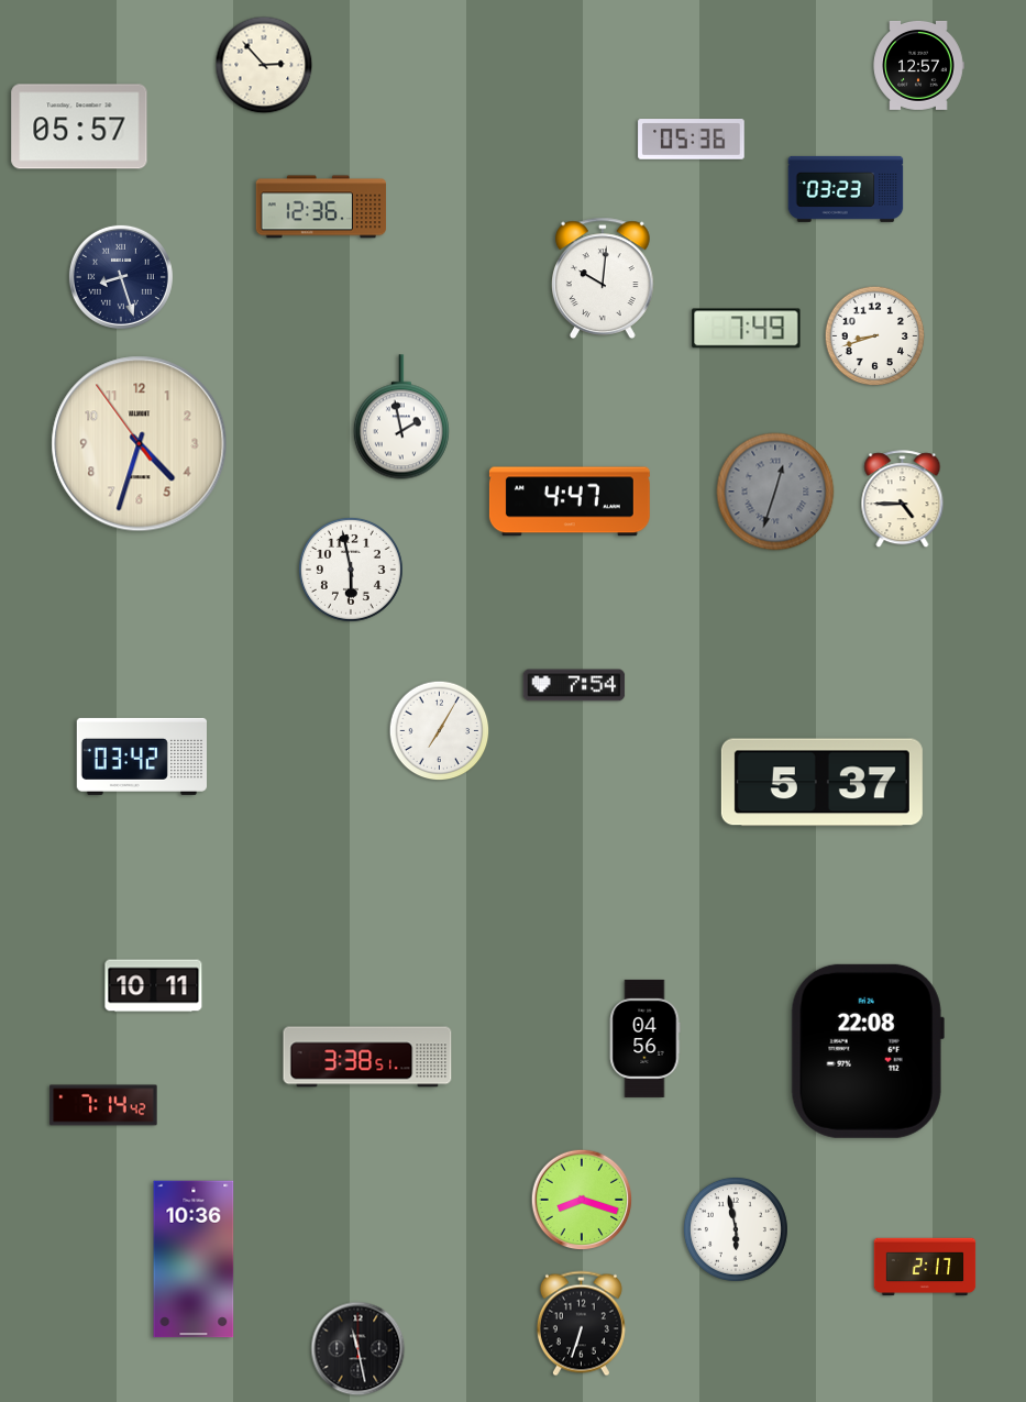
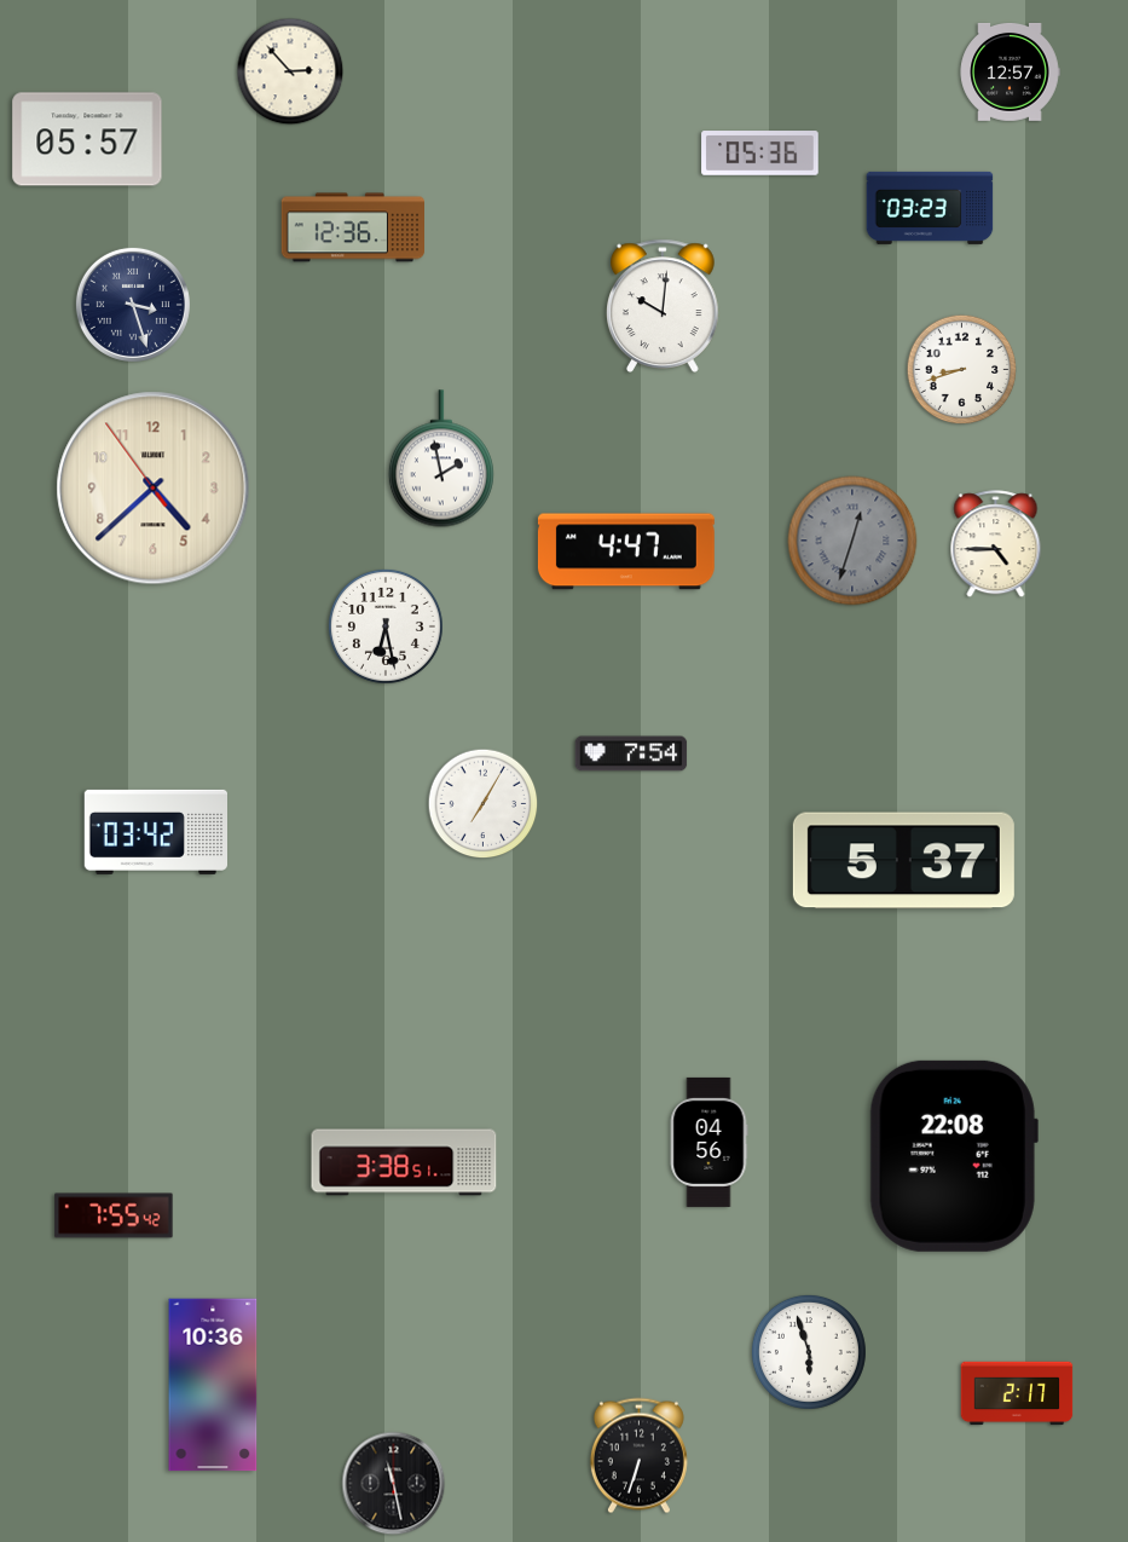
clock at (121, 277): 8:27 -> 3:27
clock at (747, 329): 7:49 -> none
clock at (140, 444): 4:32 -> 4:37
clock at (903, 499) position: (903, 499) -> (996, 544)
clock at (351, 570): 5:58 -> 6:28
clock at (154, 986): 10:11 -> none
clock at (103, 1105): 7:14 -> 7:55
clock at (582, 1200): 8:18 -> none
clock at (736, 1229): 5:58 -> 5:57
